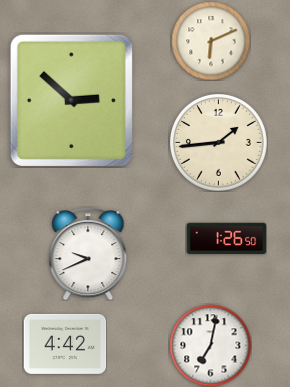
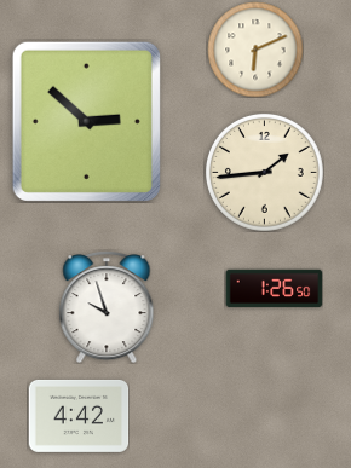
clock at (88, 254): 9:41 -> 9:57
clock at (210, 345): 7:02 -> none
